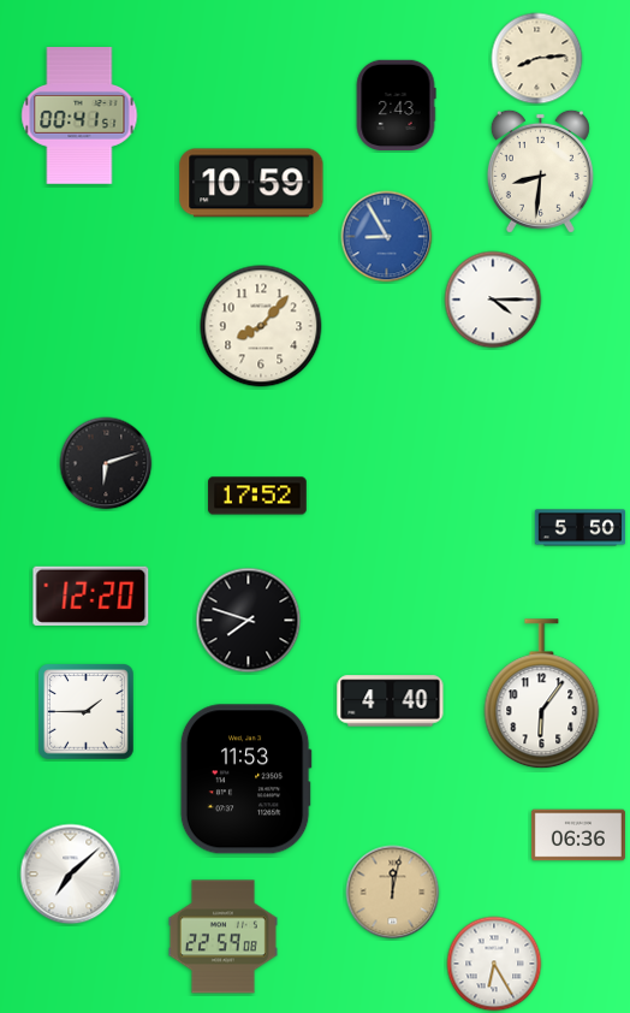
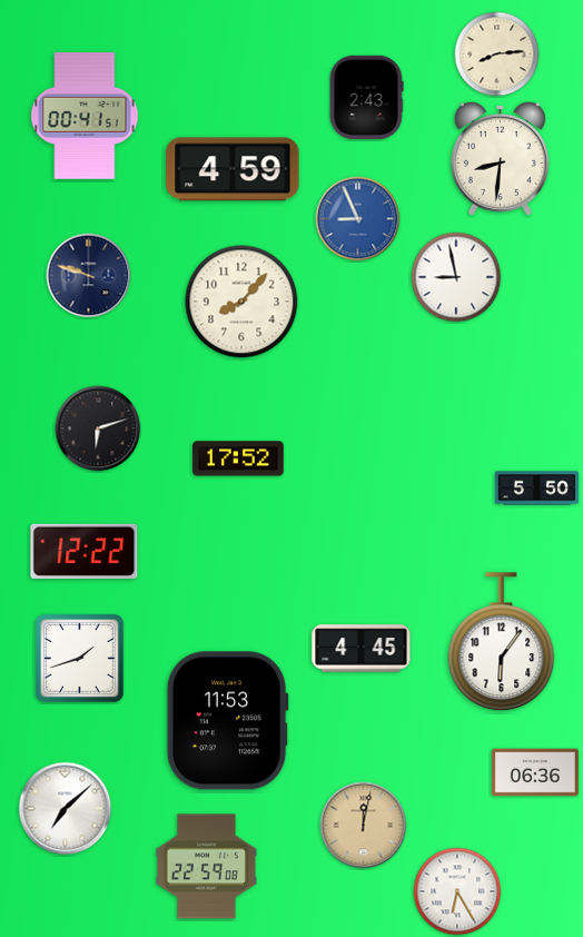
clock at (79, 115) position: (79, 115) -> (85, 116)
clock at (251, 183): 10:59 -> 4:59
clock at (387, 237): 8:55 -> 8:56
clock at (89, 276): none -> 9:48
clock at (493, 300): 4:15 -> 8:58
clock at (91, 596): 12:20 -> 12:22
clock at (249, 621): 7:48 -> none
clock at (391, 701): 4:40 -> 4:45
clock at (87, 712): 1:45 -> 1:42
